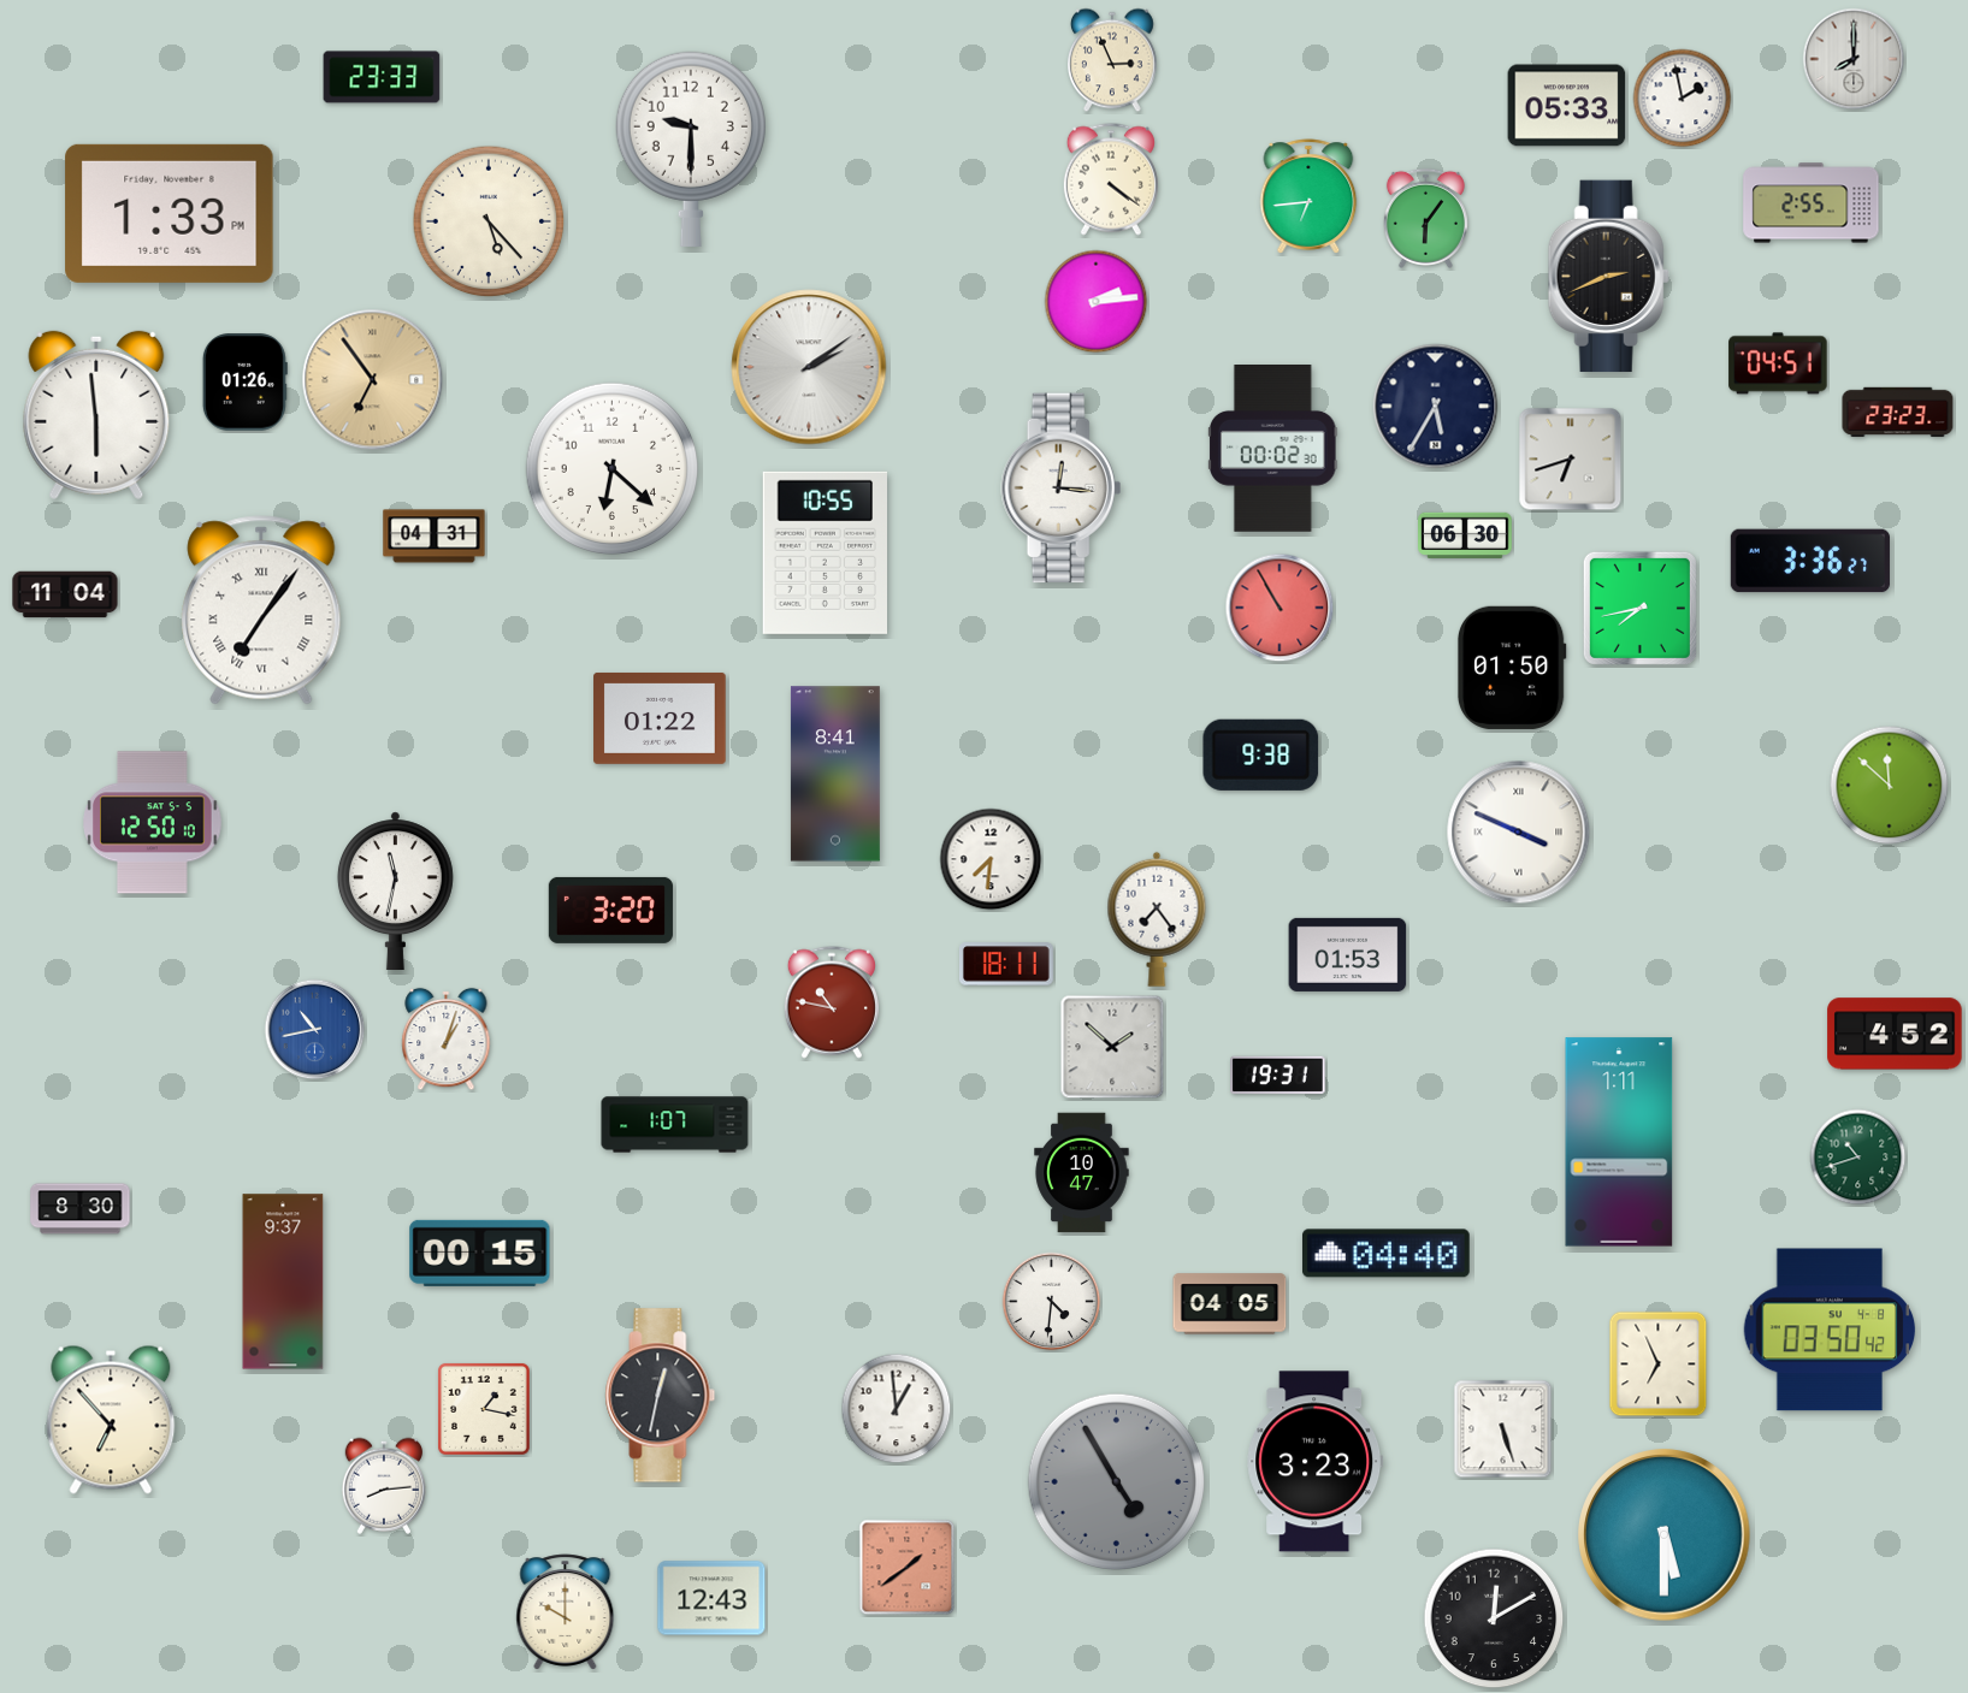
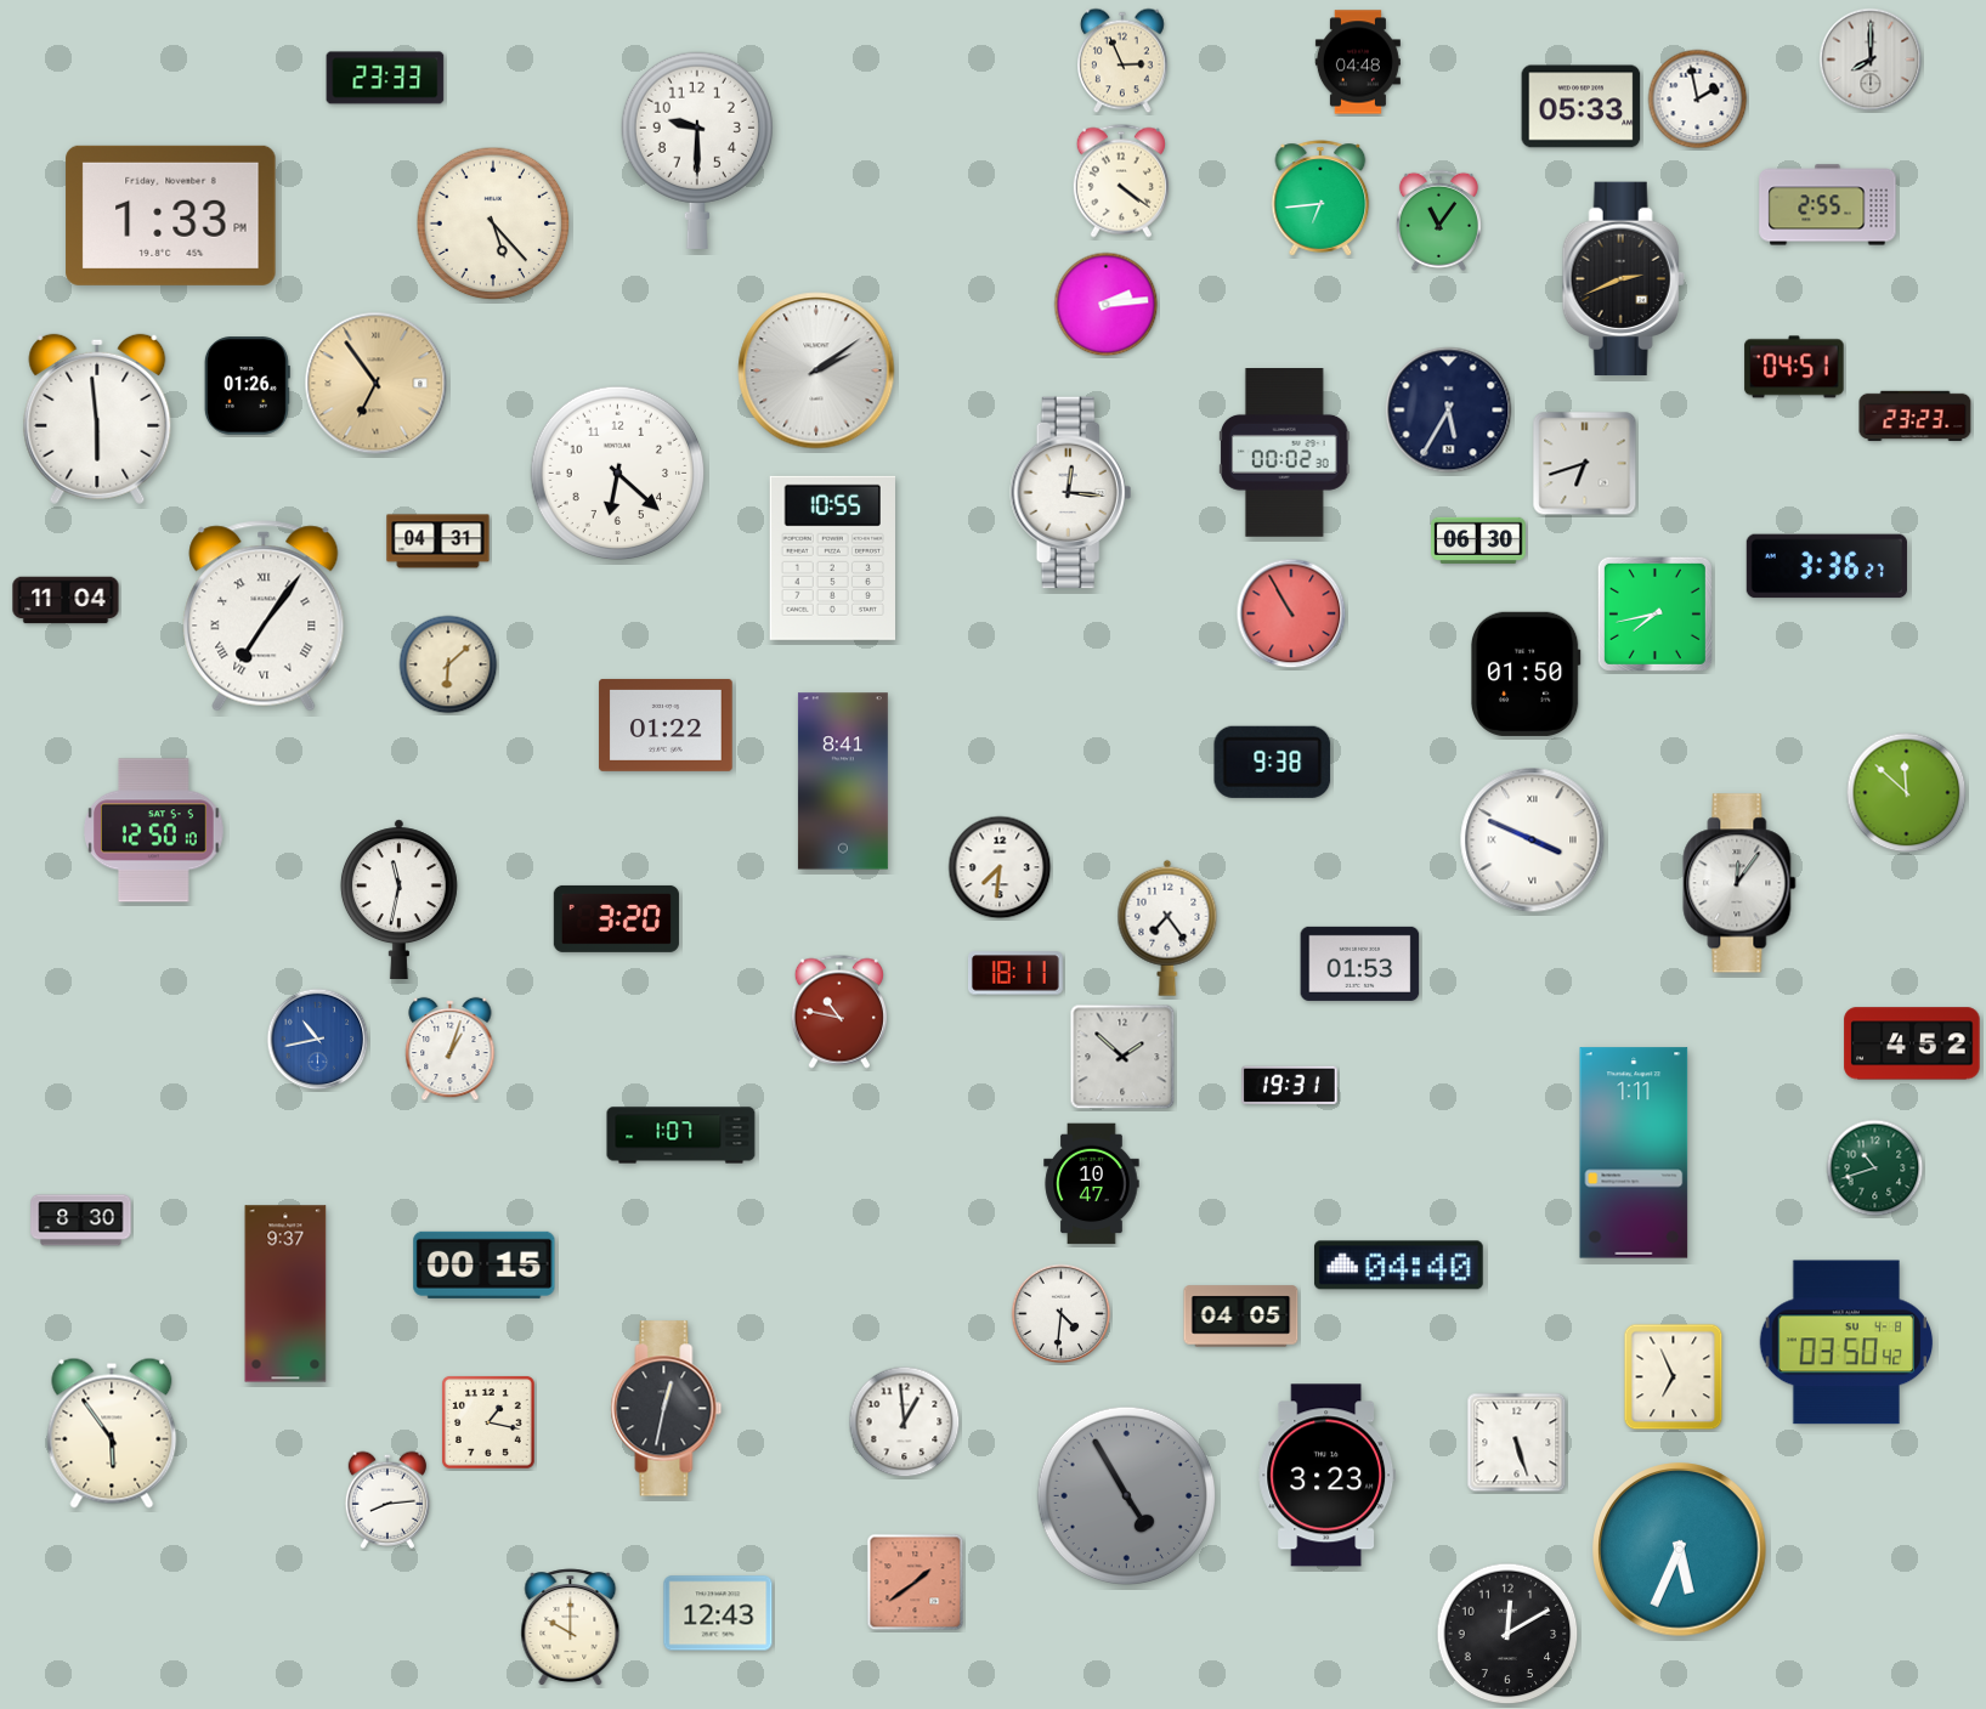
clock at (1358, 62): none -> 04:48
clock at (1425, 218): 6:06 -> 11:06
clock at (448, 664): none -> 6:08
clock at (1739, 883): none -> 12:06
clock at (111, 1420): 6:53 -> 5:54
clock at (1665, 1535): 5:30 -> 5:34
